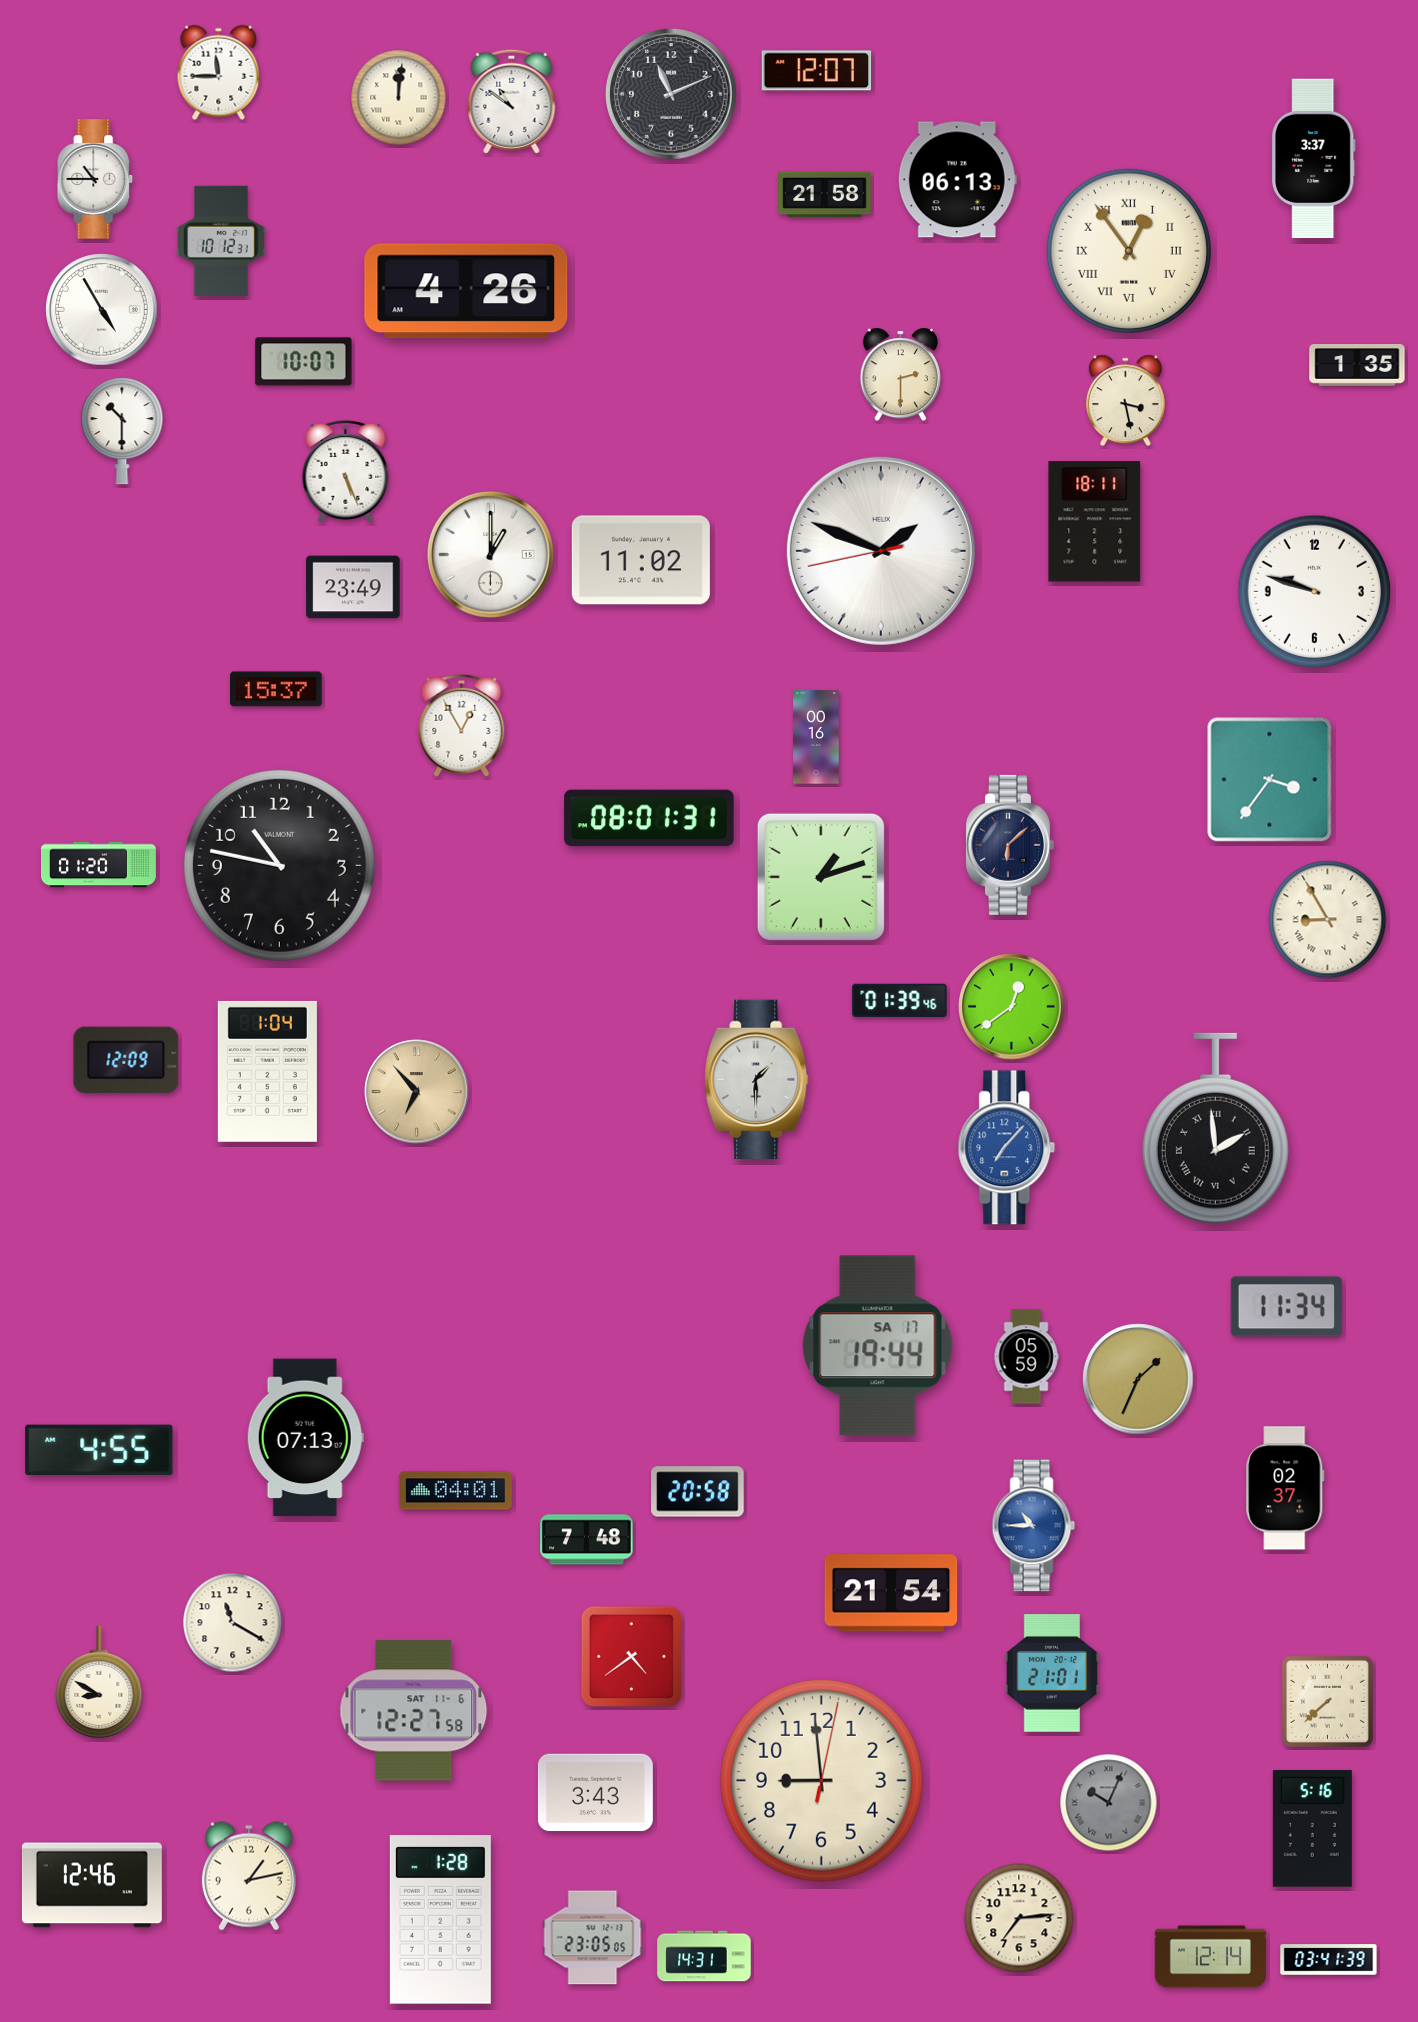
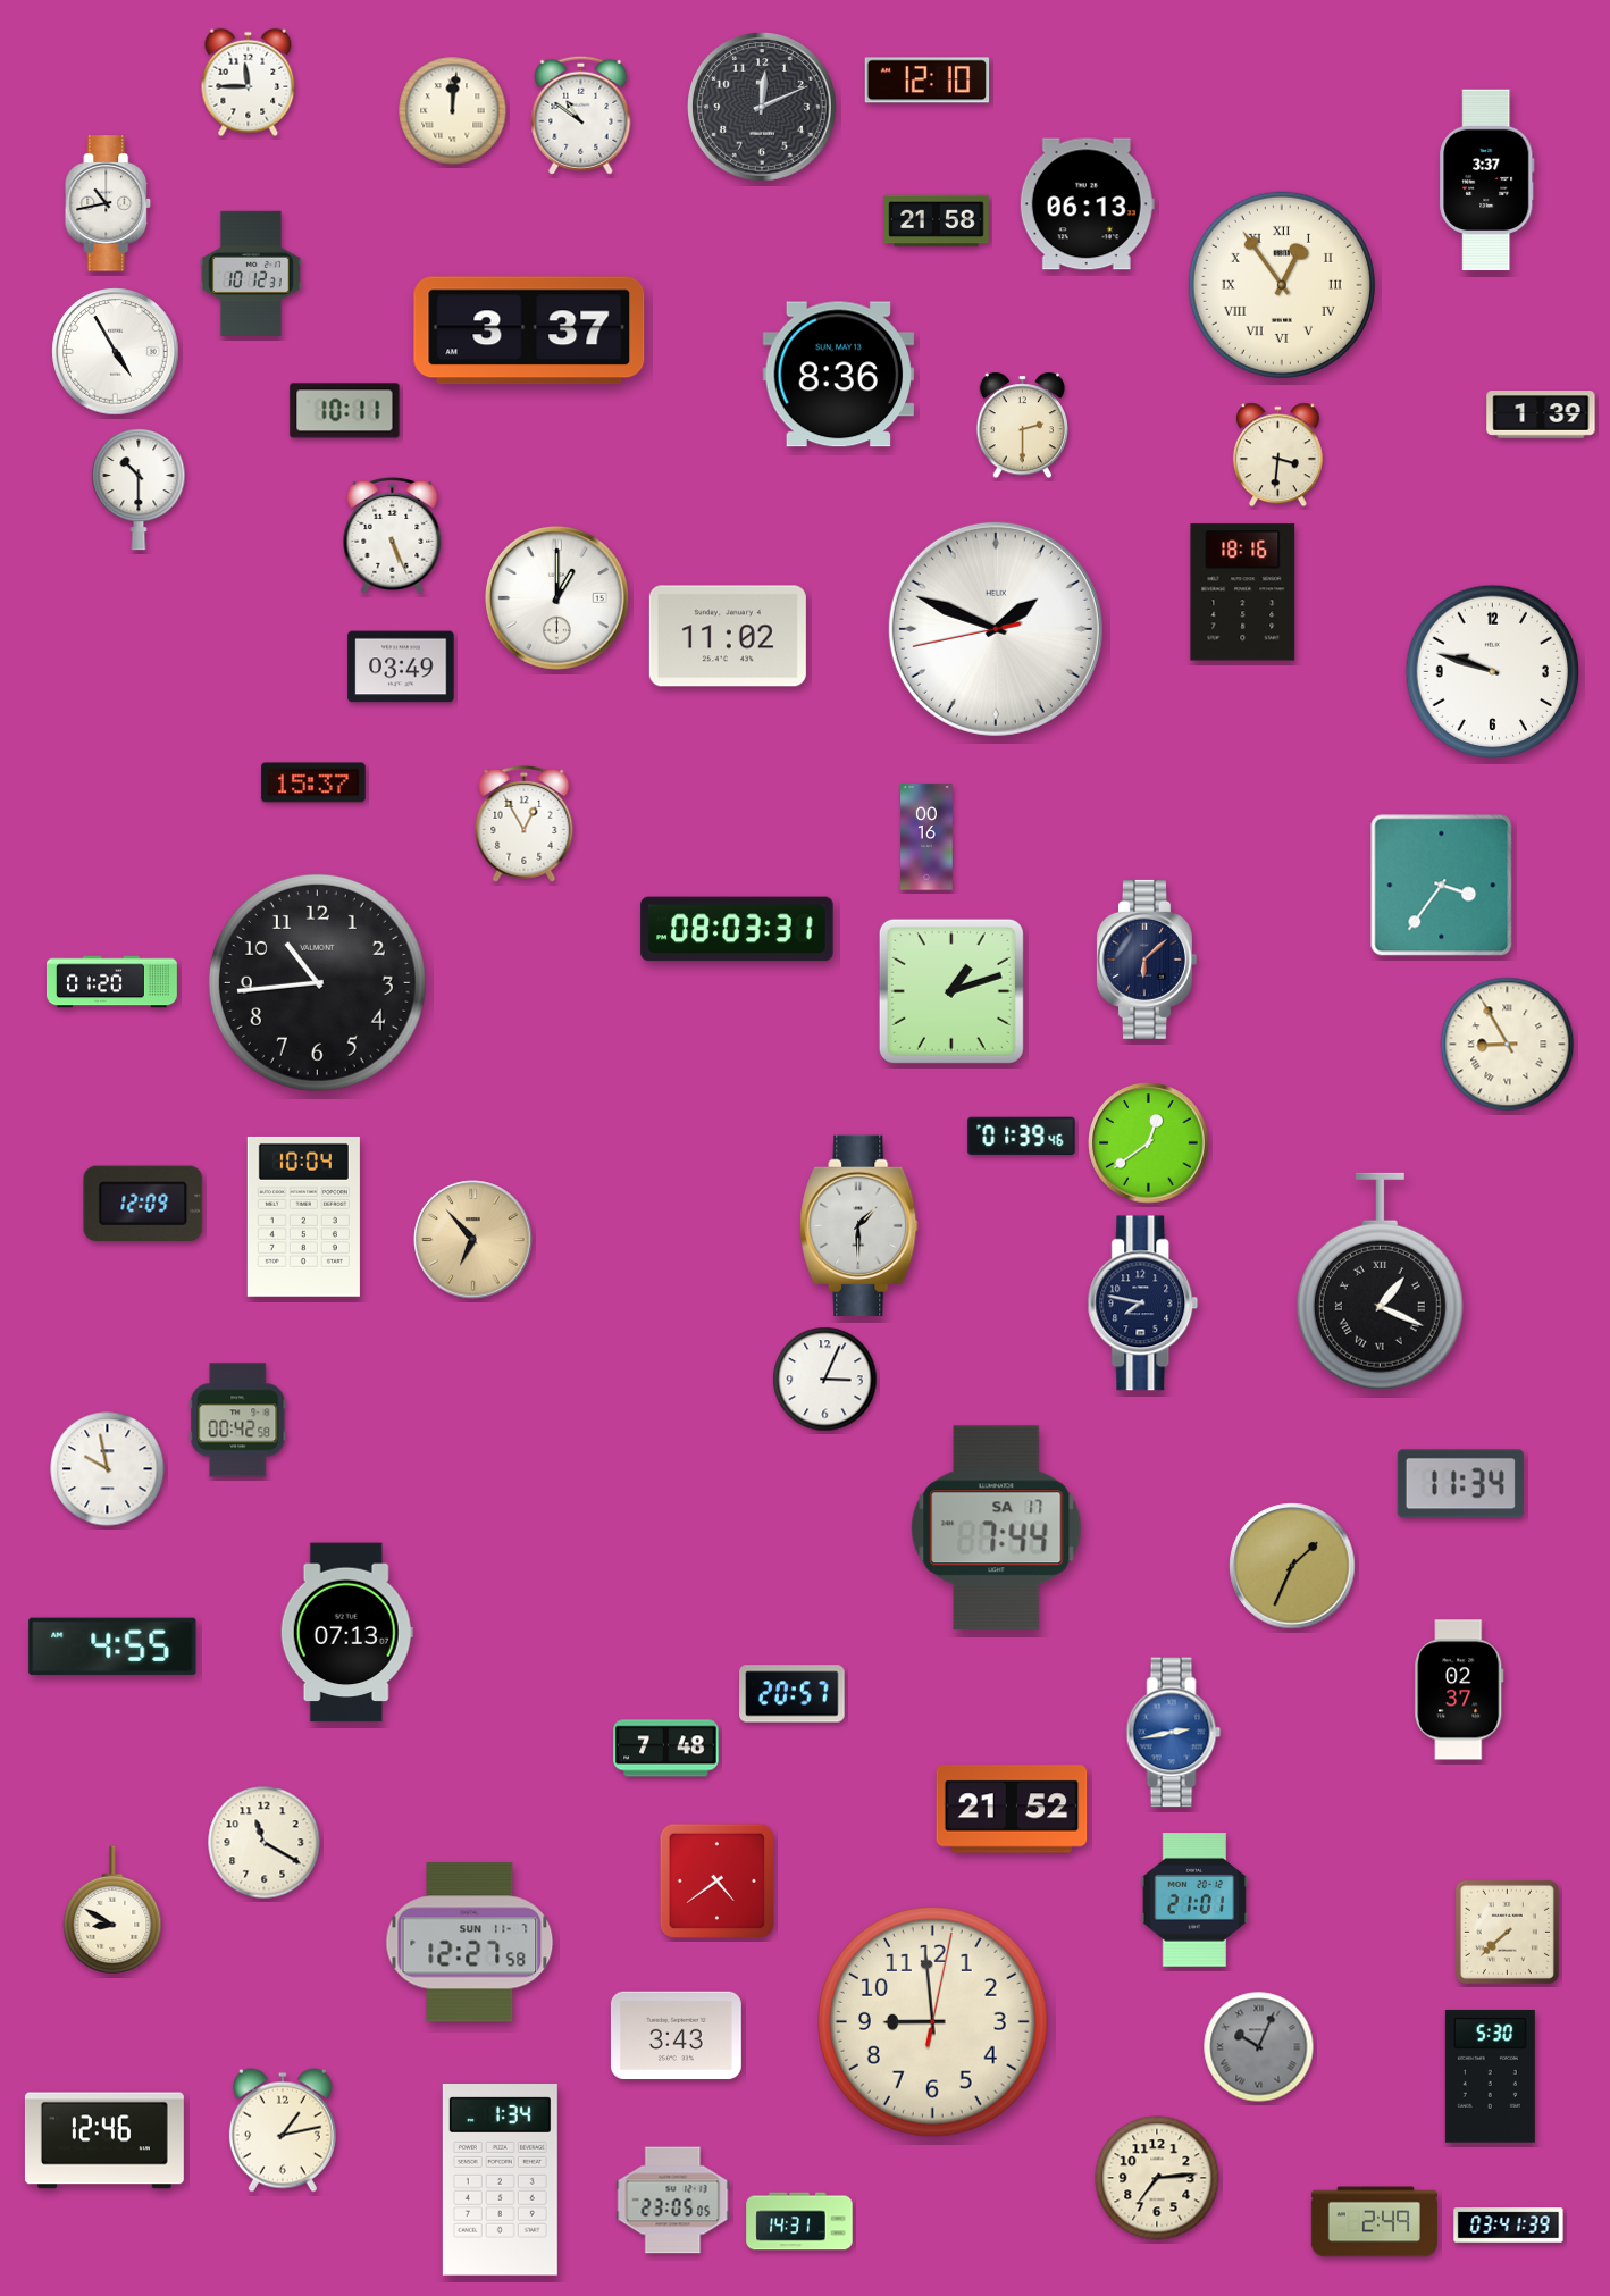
clock at (817, 71): 12:07 -> 12:10
clock at (672, 95): 11:11 -> 12:11
clock at (1314, 159) position: (1314, 159) -> (1487, 181)
clock at (95, 179): 10:45 -> 10:43
clock at (466, 291): 4:26 -> 3:37
clock at (839, 375): none -> 8:36
clock at (304, 362): 10:07 -> 10:11
clock at (1357, 366): 1:35 -> 1:39
clock at (1125, 401): 3:28 -> 3:31
clock at (1095, 522): 18:11 -> 18:16
clock at (881, 551) position: (881, 551) -> (996, 629)
clock at (491, 555) position: (491, 555) -> (557, 598)
clock at (353, 587): 23:49 -> 03:49
clock at (649, 818): 08:01 -> 08:03
clock at (279, 865): 10:47 -> 10:44
clock at (821, 877) position: (821, 877) -> (951, 991)
clock at (267, 1071): 1:04 -> 10:04
clock at (1215, 1129): 1:59 -> 1:19
clock at (1007, 1148): 7:07 -> 7:47
clock at (1007, 1148) dial: blue -> navy
clock at (825, 1380): none -> 3:04
clock at (238, 1421): none -> 00:42
clock at (108, 1469): none -> 9:58
clock at (878, 1346): 19:44 -> 7:44
clock at (1026, 1357): 05:59 -> none
clock at (455, 1491): 04:01 -> none
clock at (698, 1492): 20:58 -> 20:57
clock at (1034, 1526): 10:45 -> 2:43
clock at (891, 1593): 21:54 -> 21:52
clock at (414, 1711) date: SAT 11-6 -> SUN 11-7
clock at (1312, 1828): 5:16 -> 5:30
clock at (440, 1920): 1:28 -> 1:34
clock at (1210, 1957): 12:14 -> 2:49
